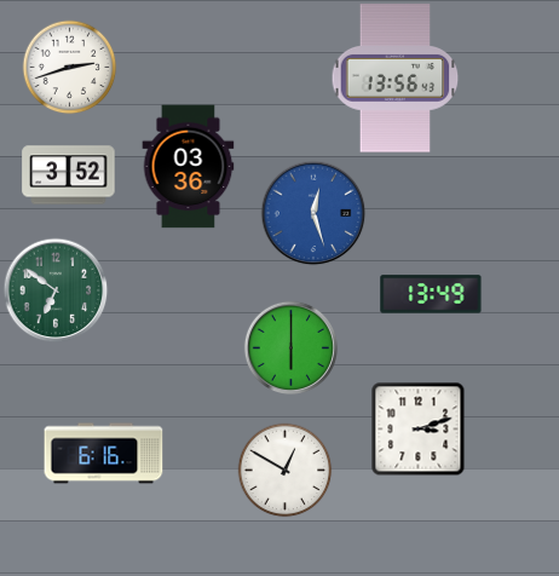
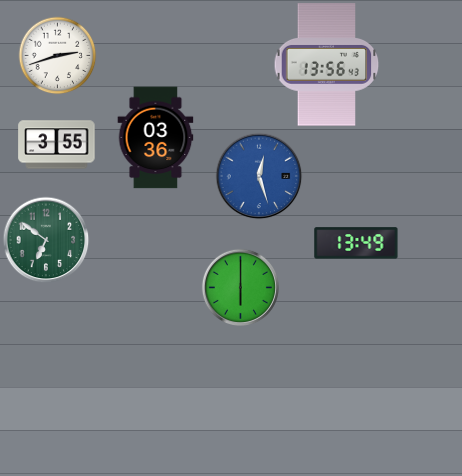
clock at (69, 175): 3:52 -> 3:55
clock at (417, 428): 3:12 -> none
clock at (104, 454): 6:16 -> none
clock at (284, 470): 12:50 -> none
